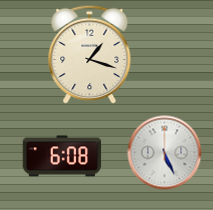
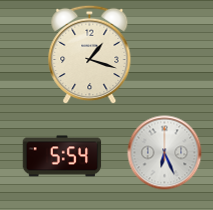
clock at (165, 153): 5:26 -> 6:26
clock at (62, 156): 6:08 -> 5:54
